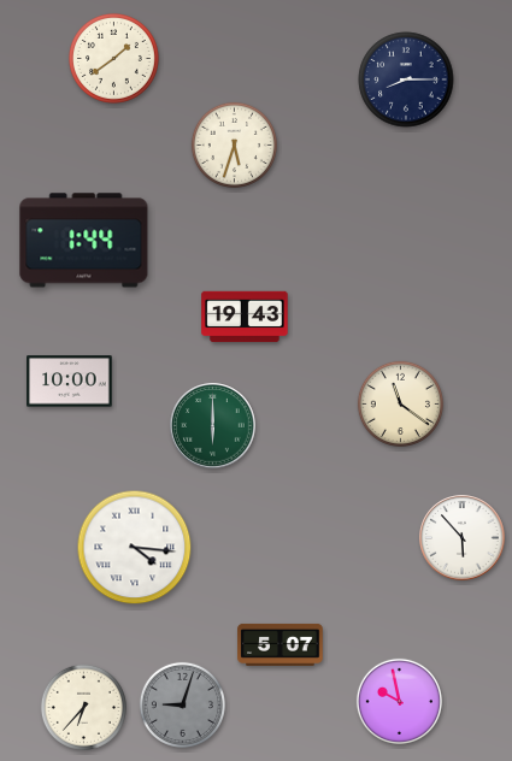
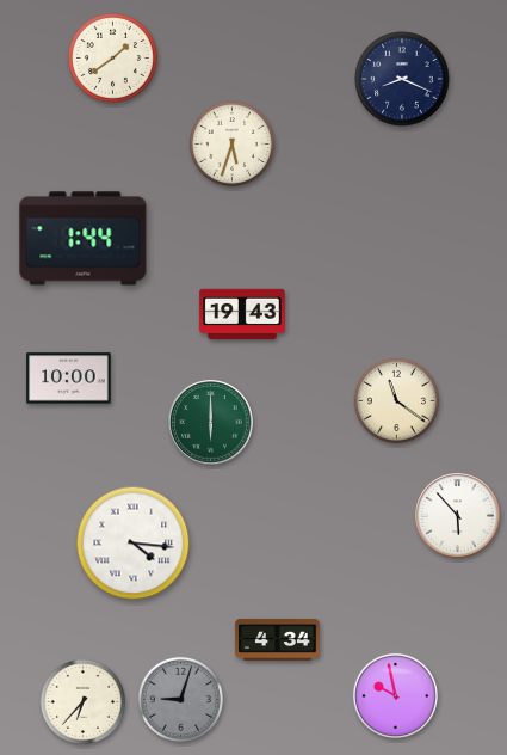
clock at (406, 79): 8:15 -> 8:19
clock at (463, 538) position: (463, 538) -> (458, 516)
clock at (281, 644): 5:07 -> 4:34
